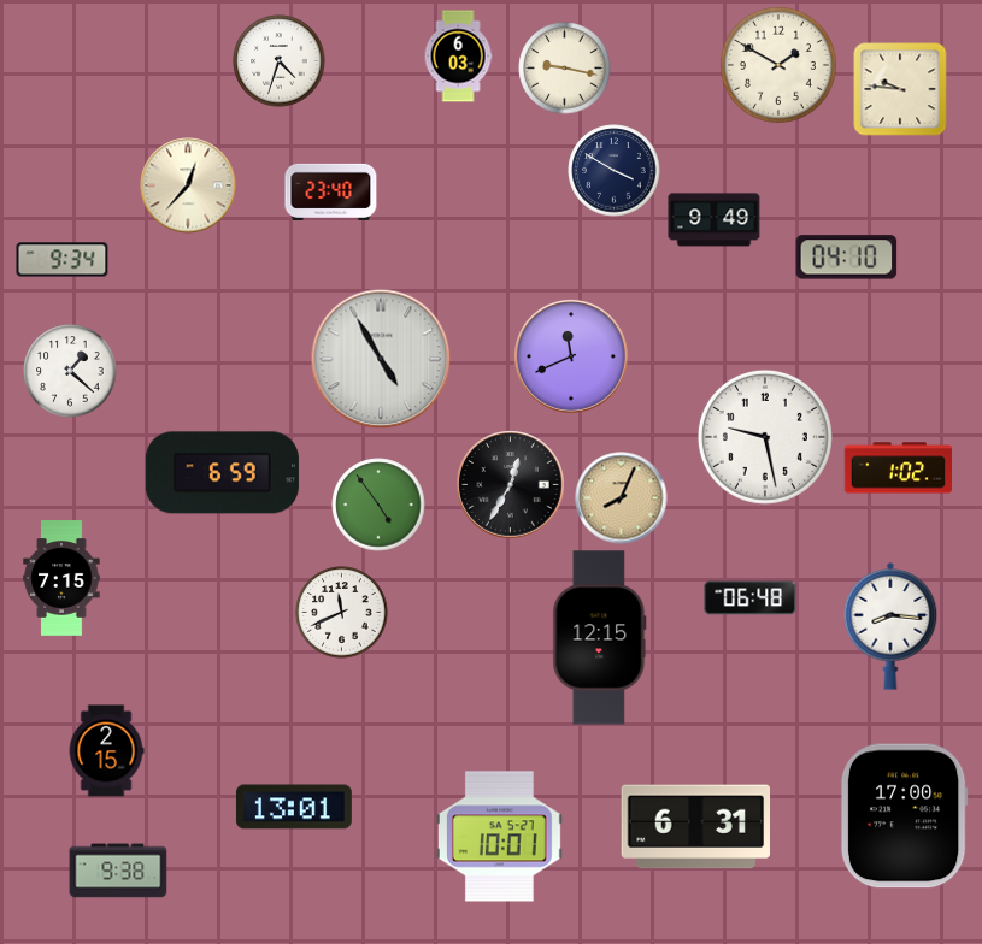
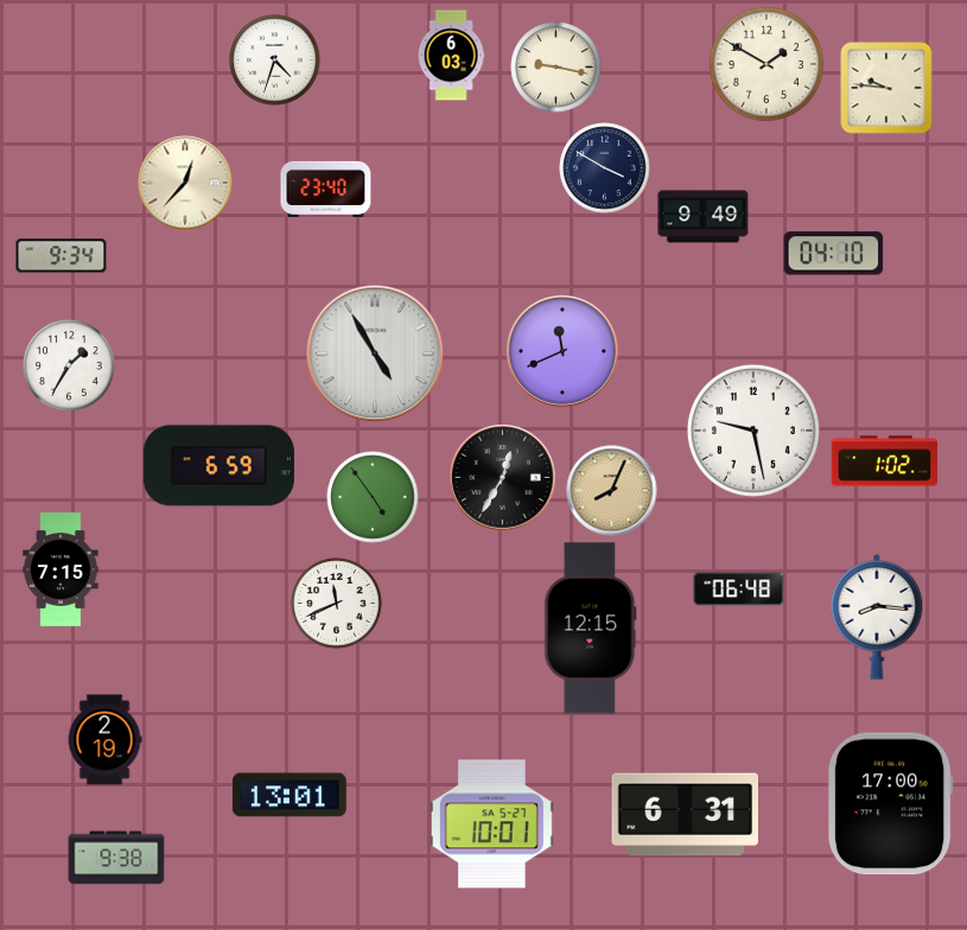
clock at (70, 371): 1:22 -> 1:35
clock at (106, 751): 2:15 -> 2:19
